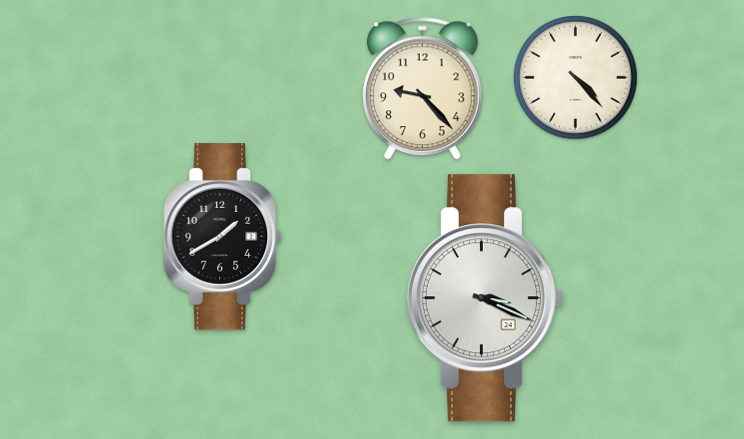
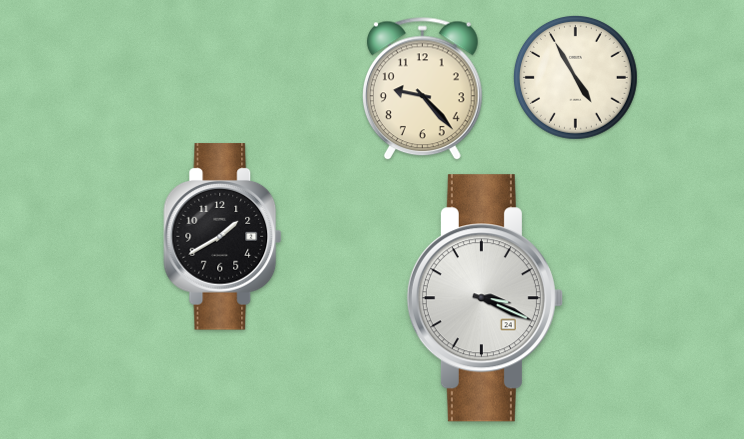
clock at (575, 77): 4:23 -> 4:55
